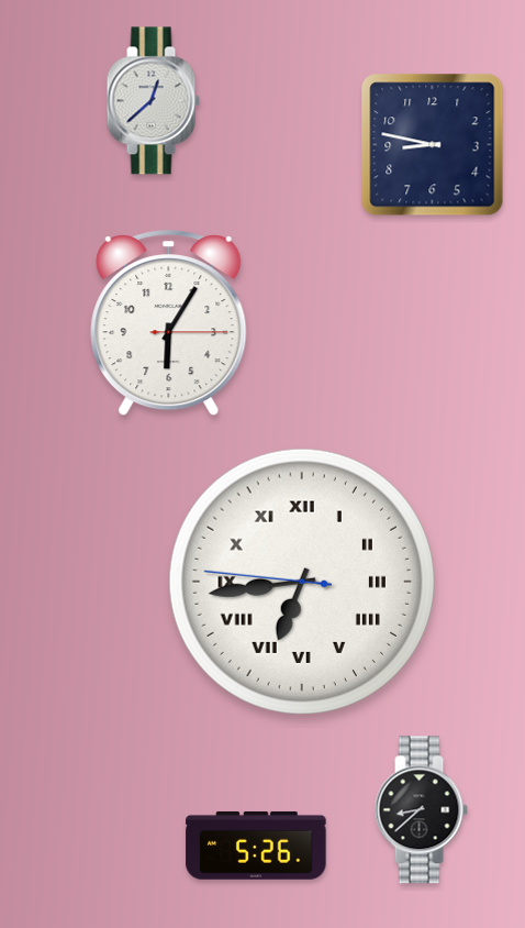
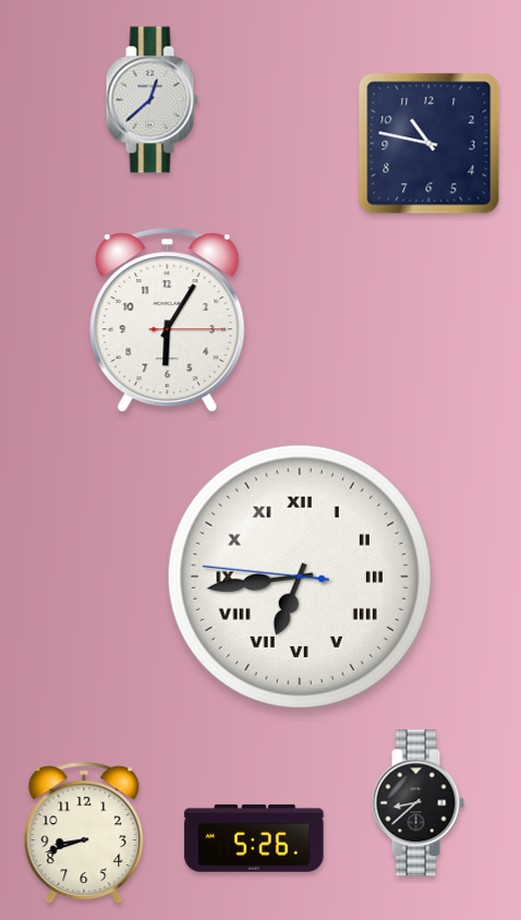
clock at (433, 145): 8:47 -> 10:47
clock at (84, 832): none -> 8:42
